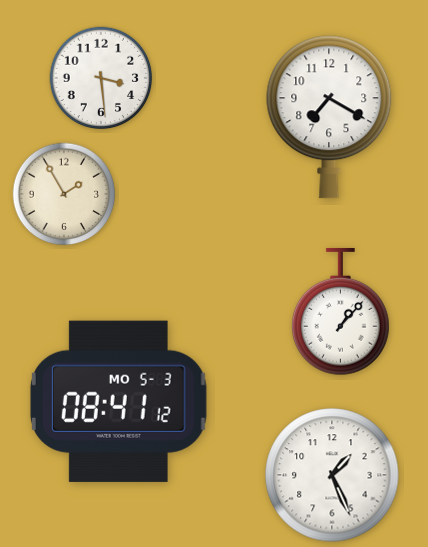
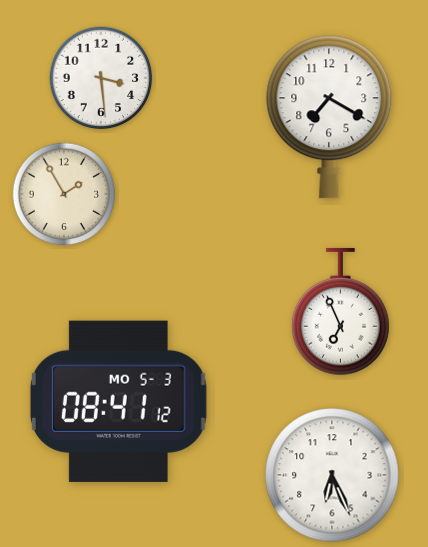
clock at (341, 312): 1:07 -> 6:56
clock at (332, 475): 1:26 -> 6:26
